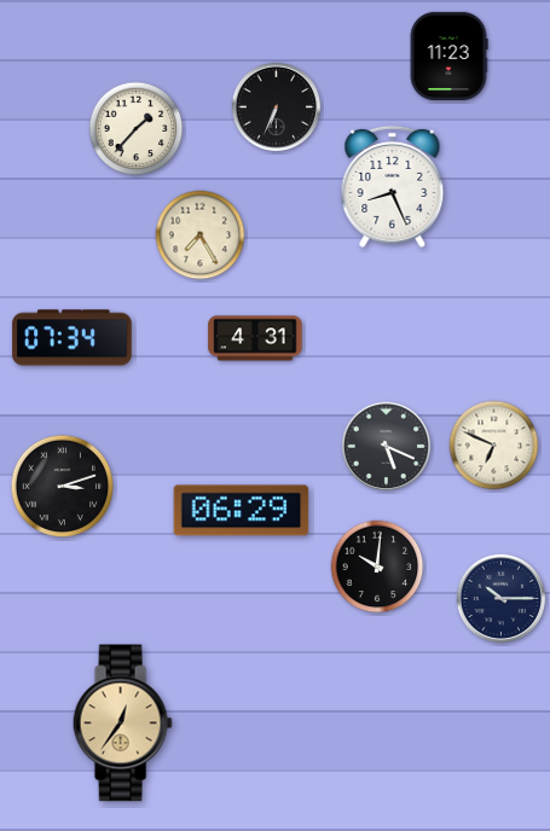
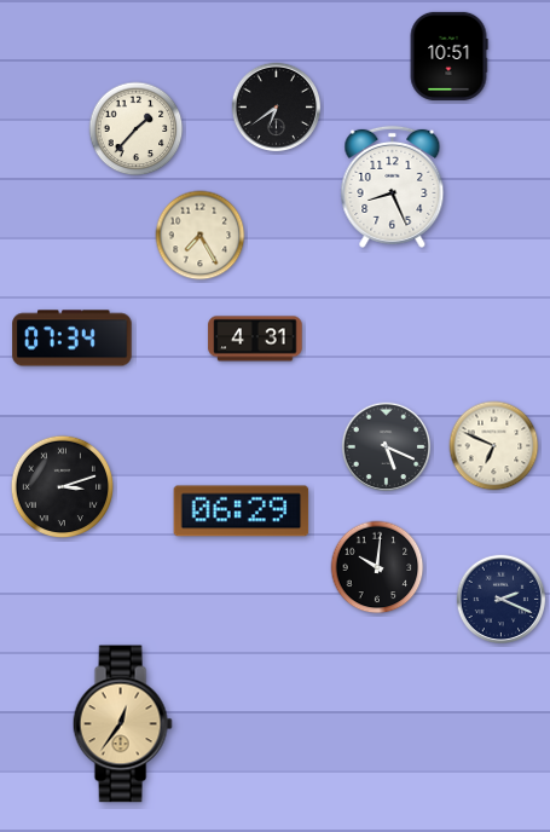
clock at (448, 56): 11:23 -> 10:51
clock at (277, 107): 6:34 -> 6:39
clock at (502, 599): 10:15 -> 2:19
